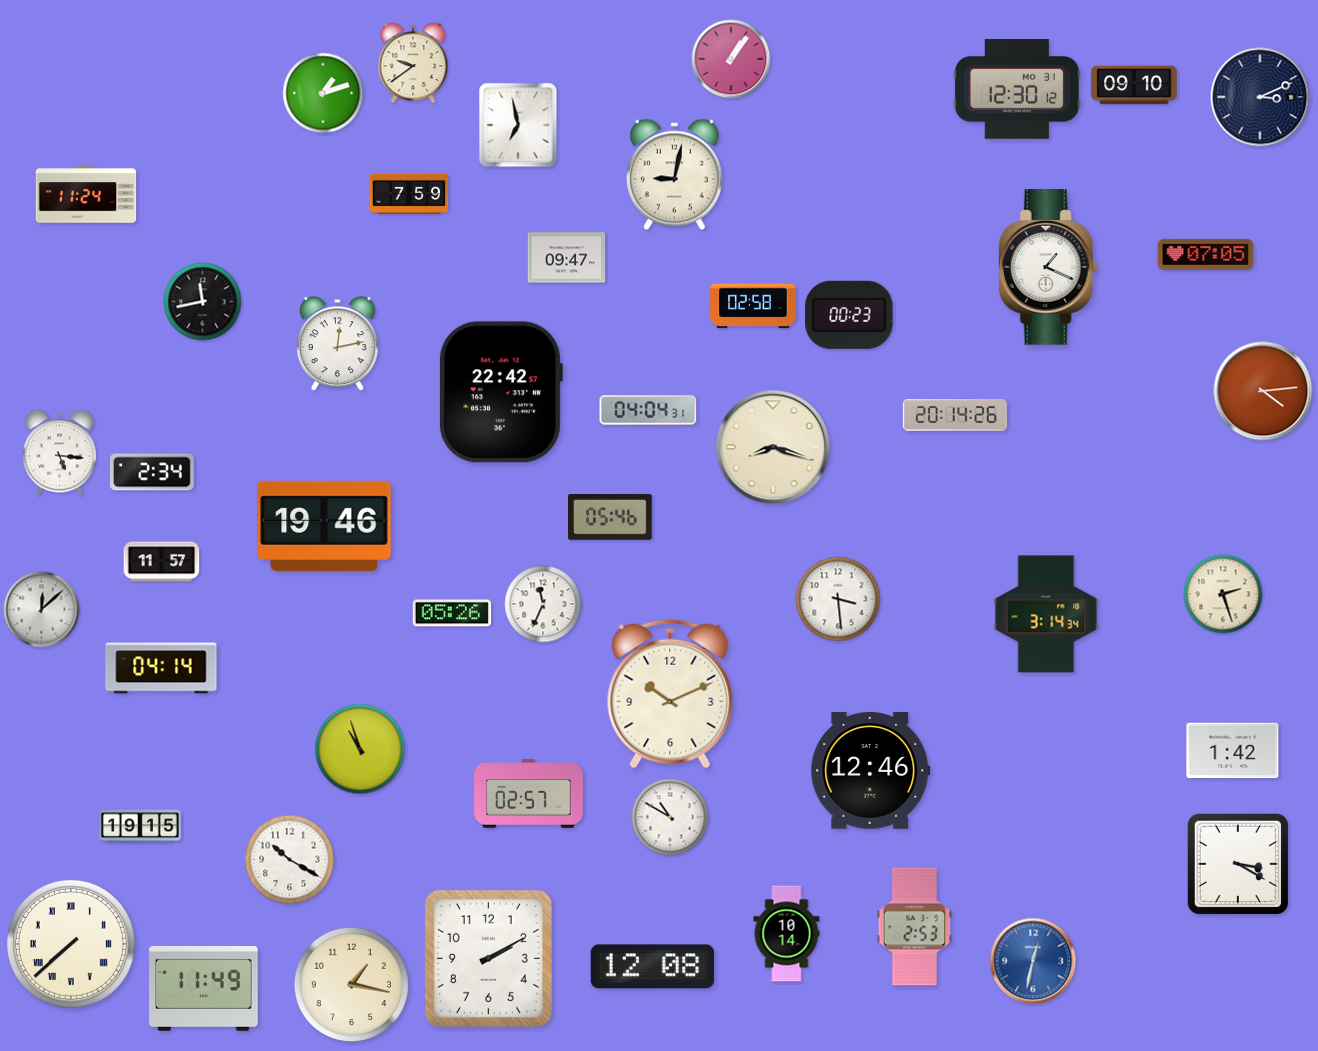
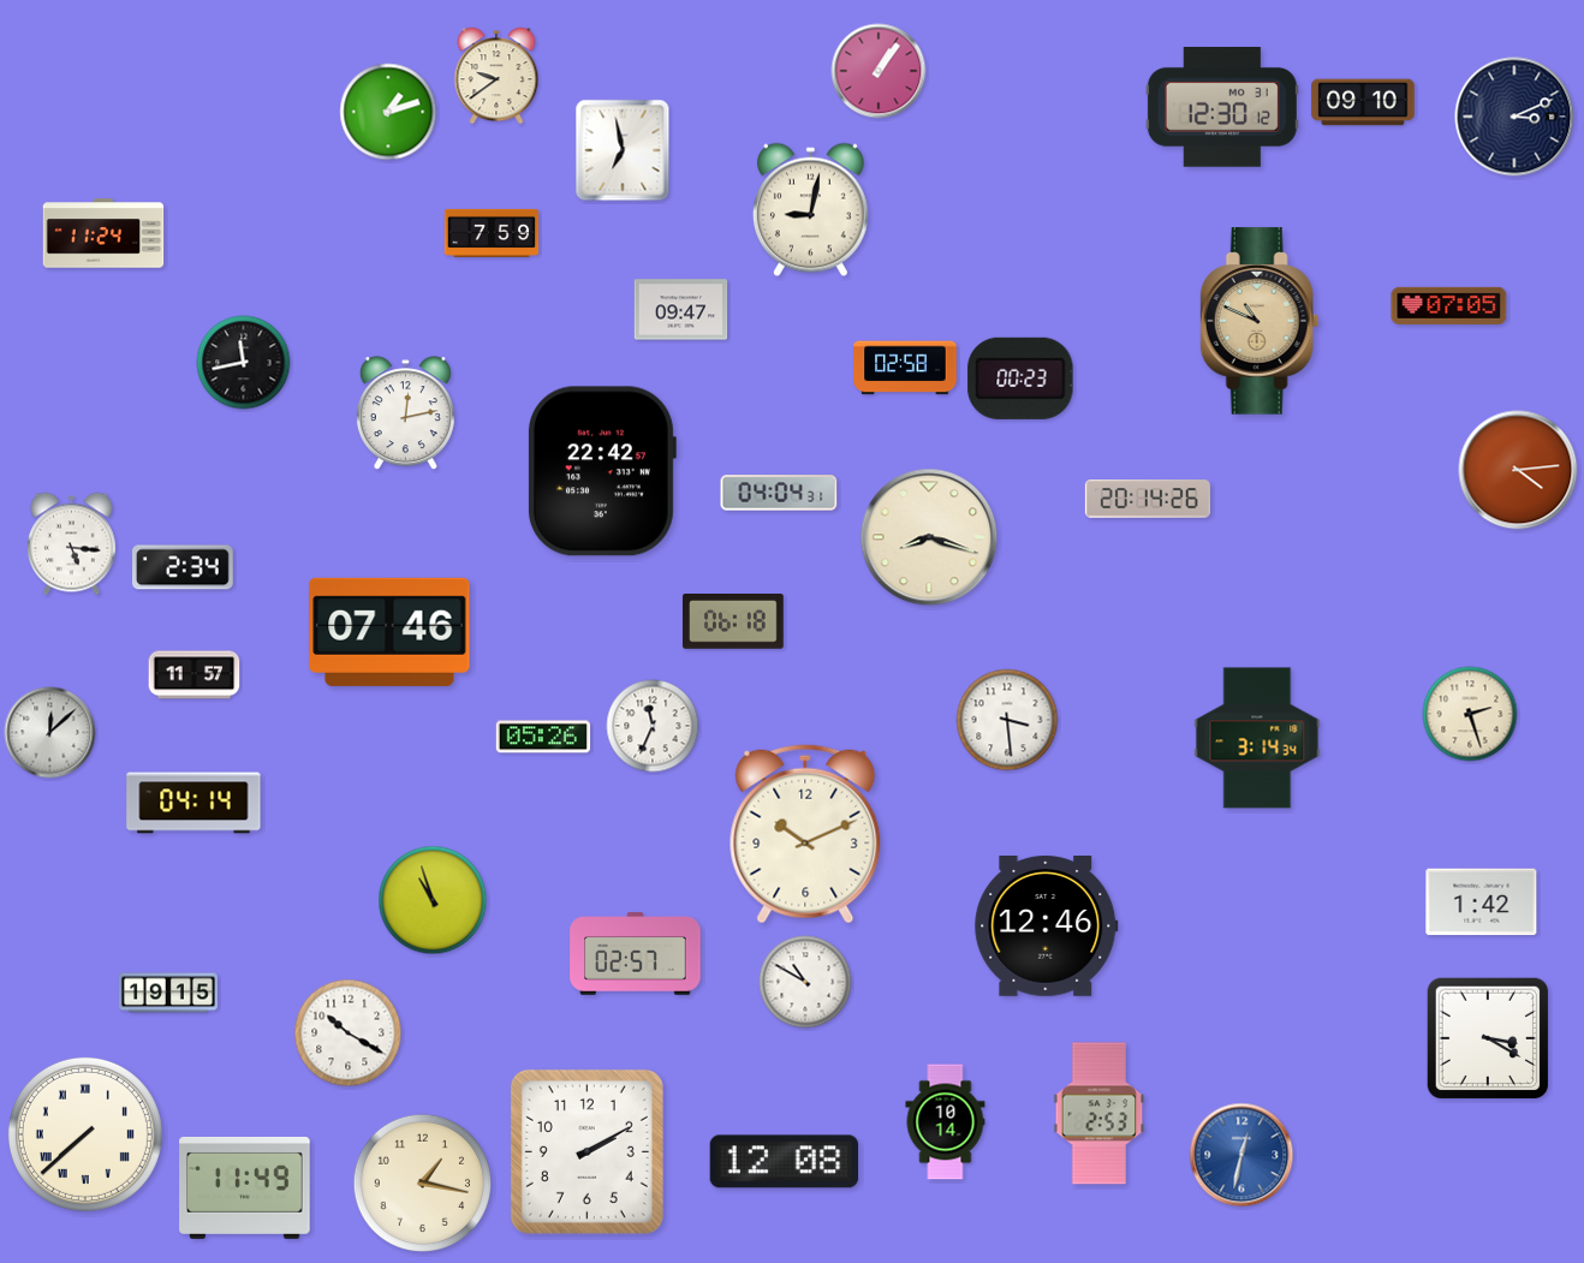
clock at (1048, 267): 1:19 -> 10:49
clock at (1048, 267) dial: white -> champagne
clock at (611, 518): 05:46 -> 06:18
clock at (324, 526): 19:46 -> 07:46
